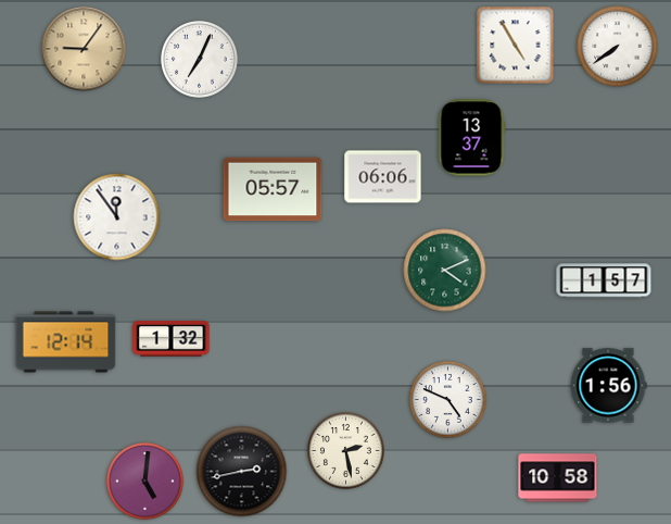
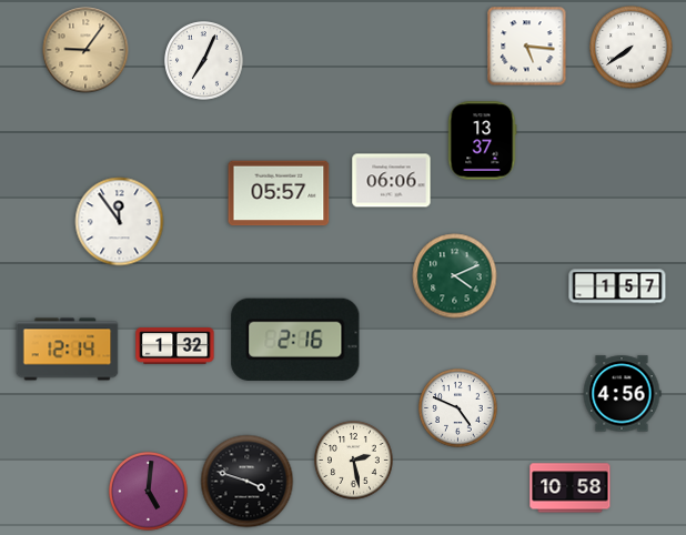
clock at (516, 46): 4:55 -> 5:16
clock at (295, 340): none -> 2:16
clock at (608, 386): 1:56 -> 4:56
clock at (242, 472): 2:43 -> 3:48
